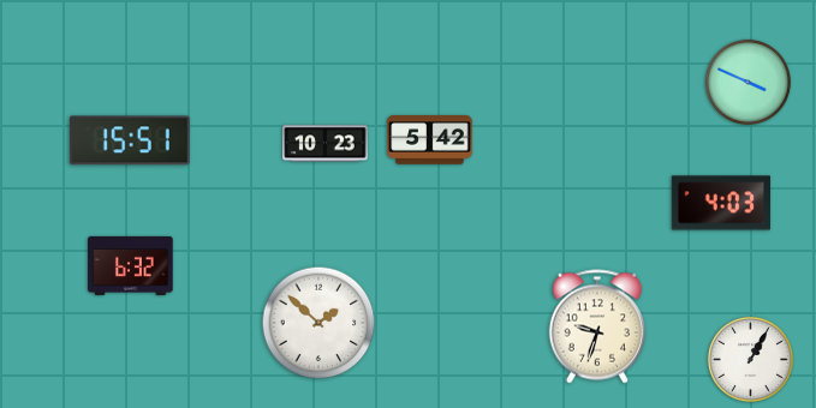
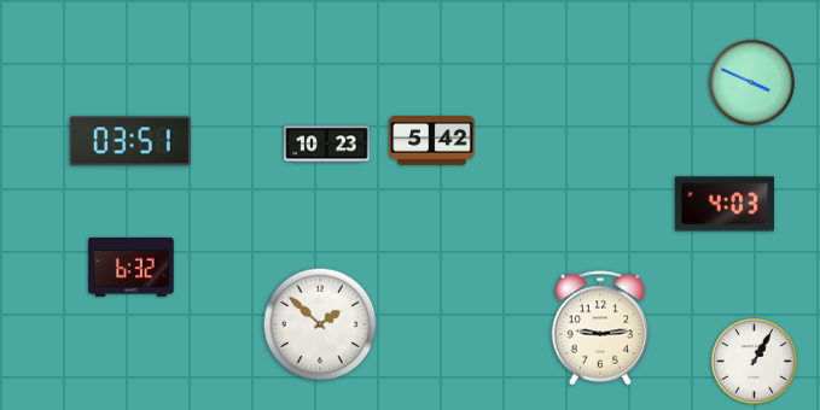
clock at (130, 140): 15:51 -> 03:51
clock at (596, 326): 9:33 -> 9:14
